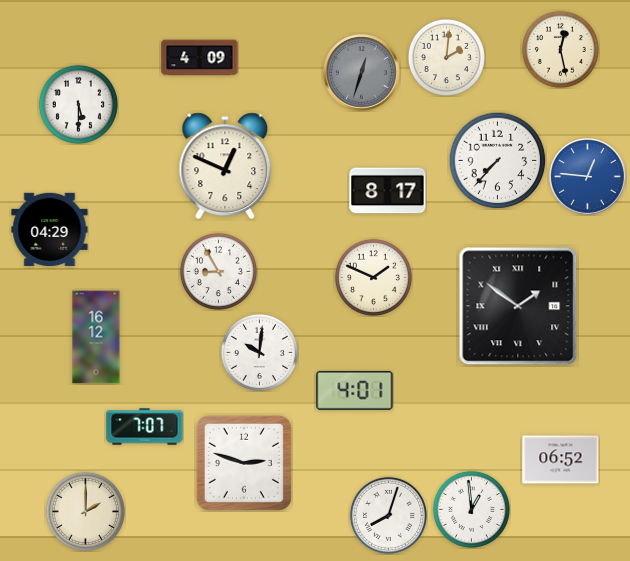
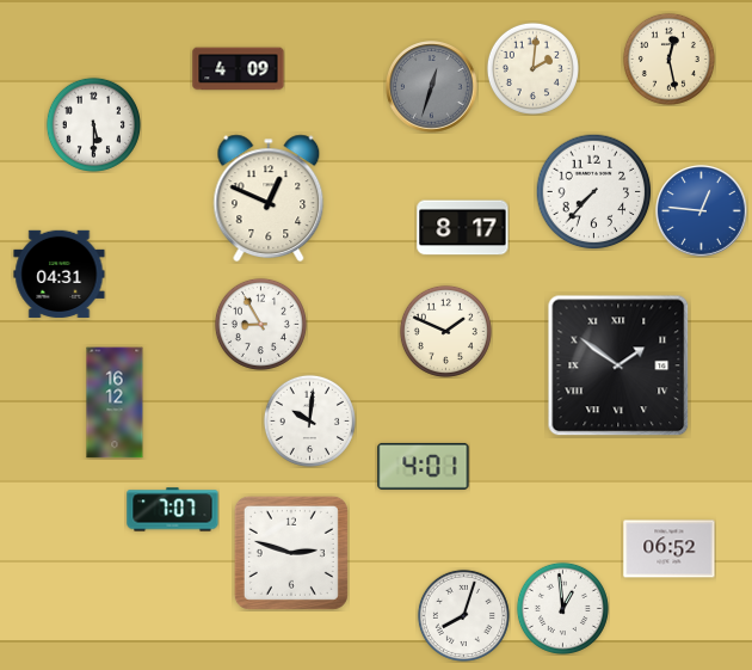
clock at (50, 229): 04:29 -> 04:31
clock at (85, 511): 2:00 -> none
